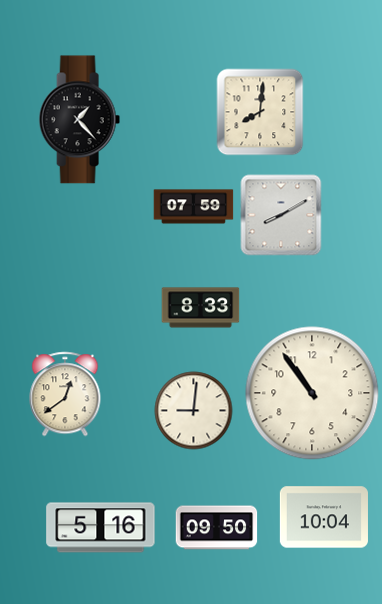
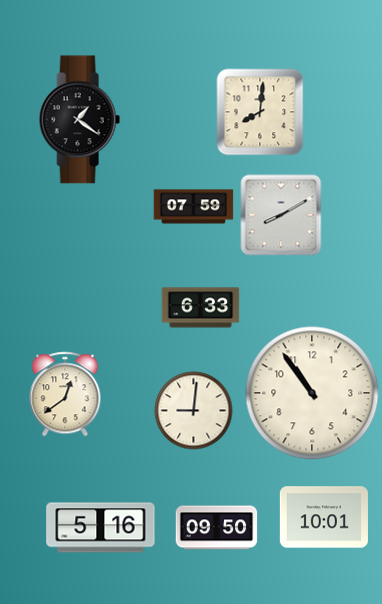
clock at (79, 120): 1:23 -> 1:21
clock at (200, 308): 8:33 -> 6:33
clock at (324, 517): 10:04 -> 10:01
